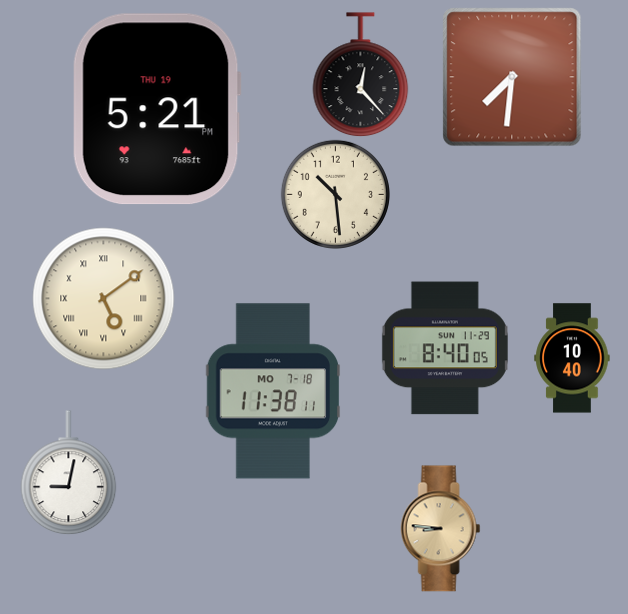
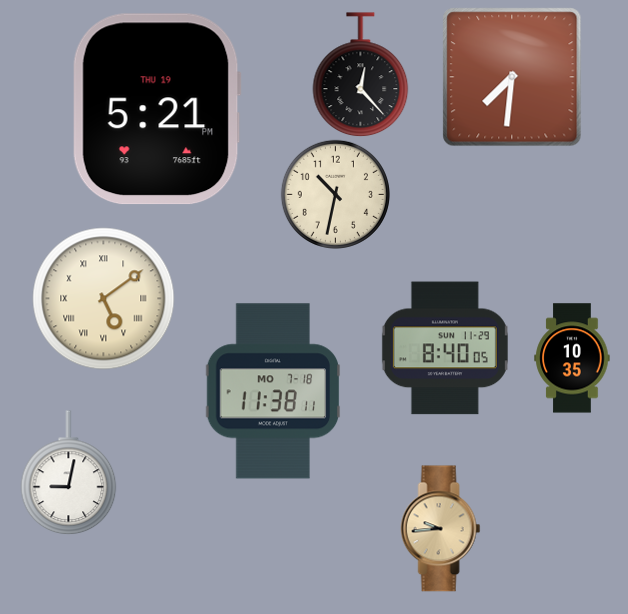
clock at (335, 194): 10:29 -> 10:32
clock at (572, 358): 10:40 -> 10:35
clock at (441, 529): 8:46 -> 9:44
